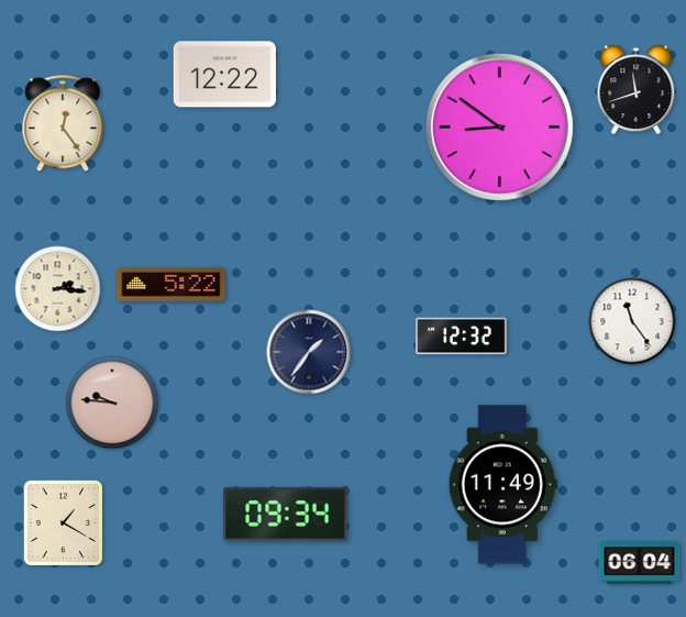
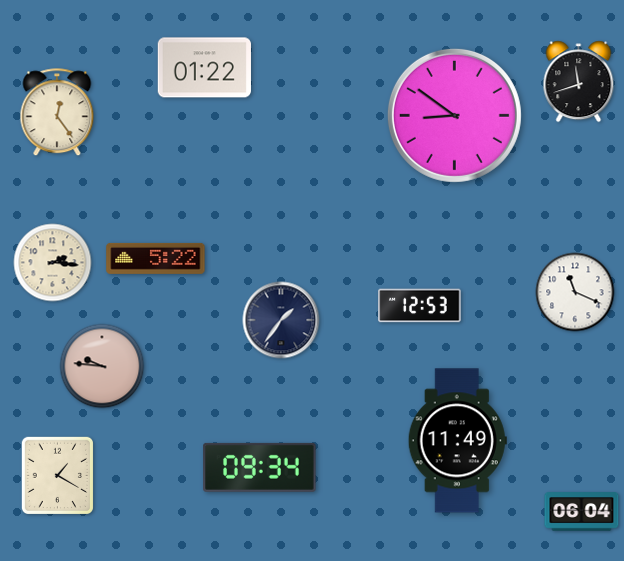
clock at (224, 75): 12:22 -> 01:22
clock at (632, 321): 11:24 -> 11:19
clock at (462, 337): 12:32 -> 12:53
